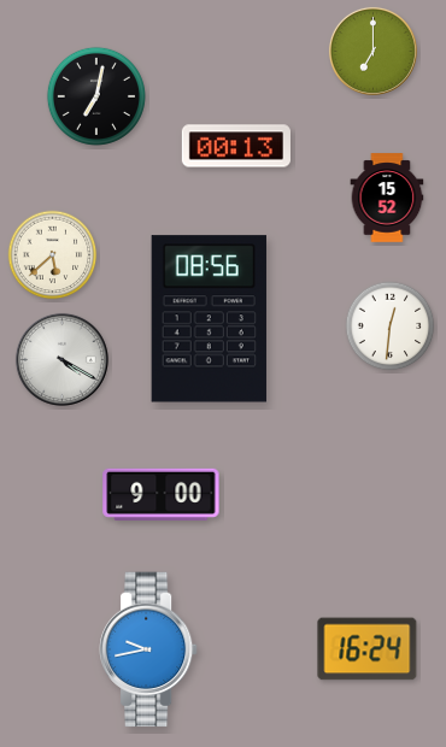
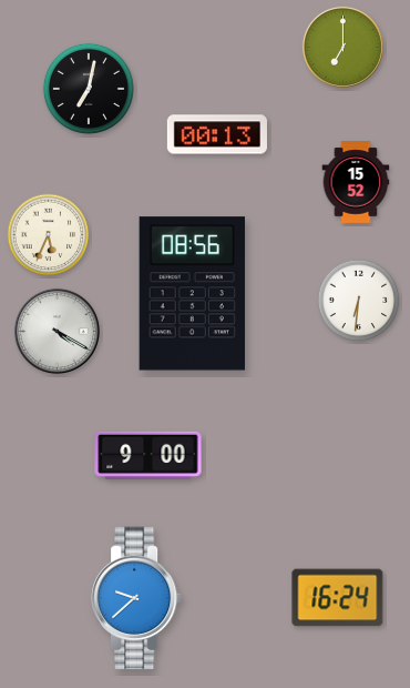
clock at (53, 255): 5:38 -> 5:34
clock at (391, 327): 12:31 -> 6:31
clock at (149, 649): 9:43 -> 9:38
